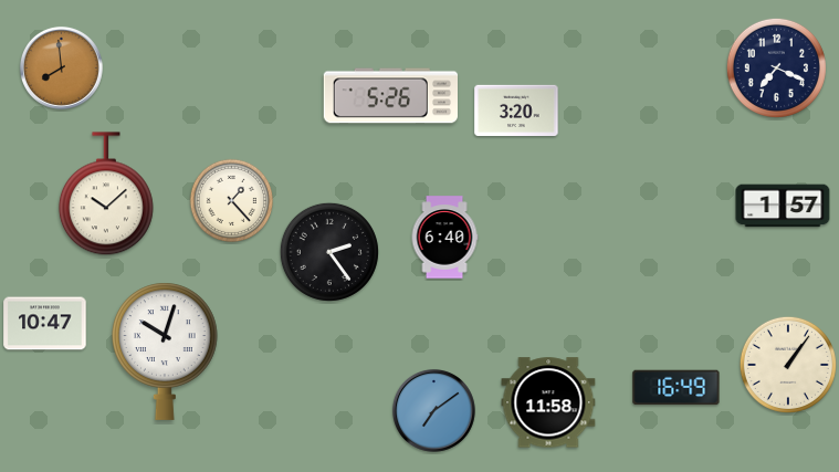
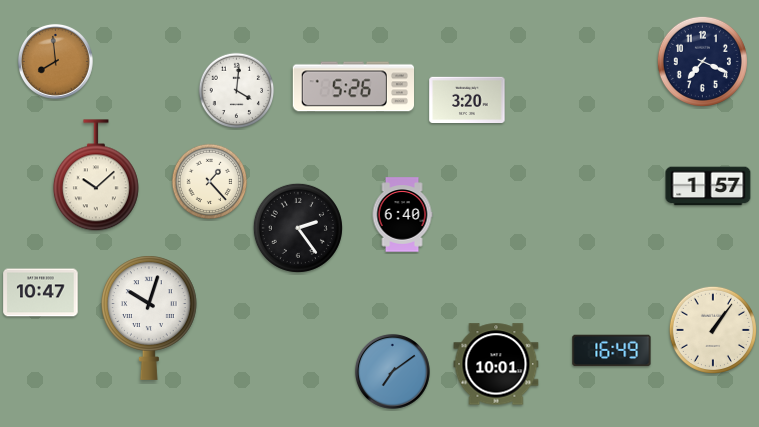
clock at (237, 91): none -> 4:01
clock at (548, 402): 11:58 -> 10:01
